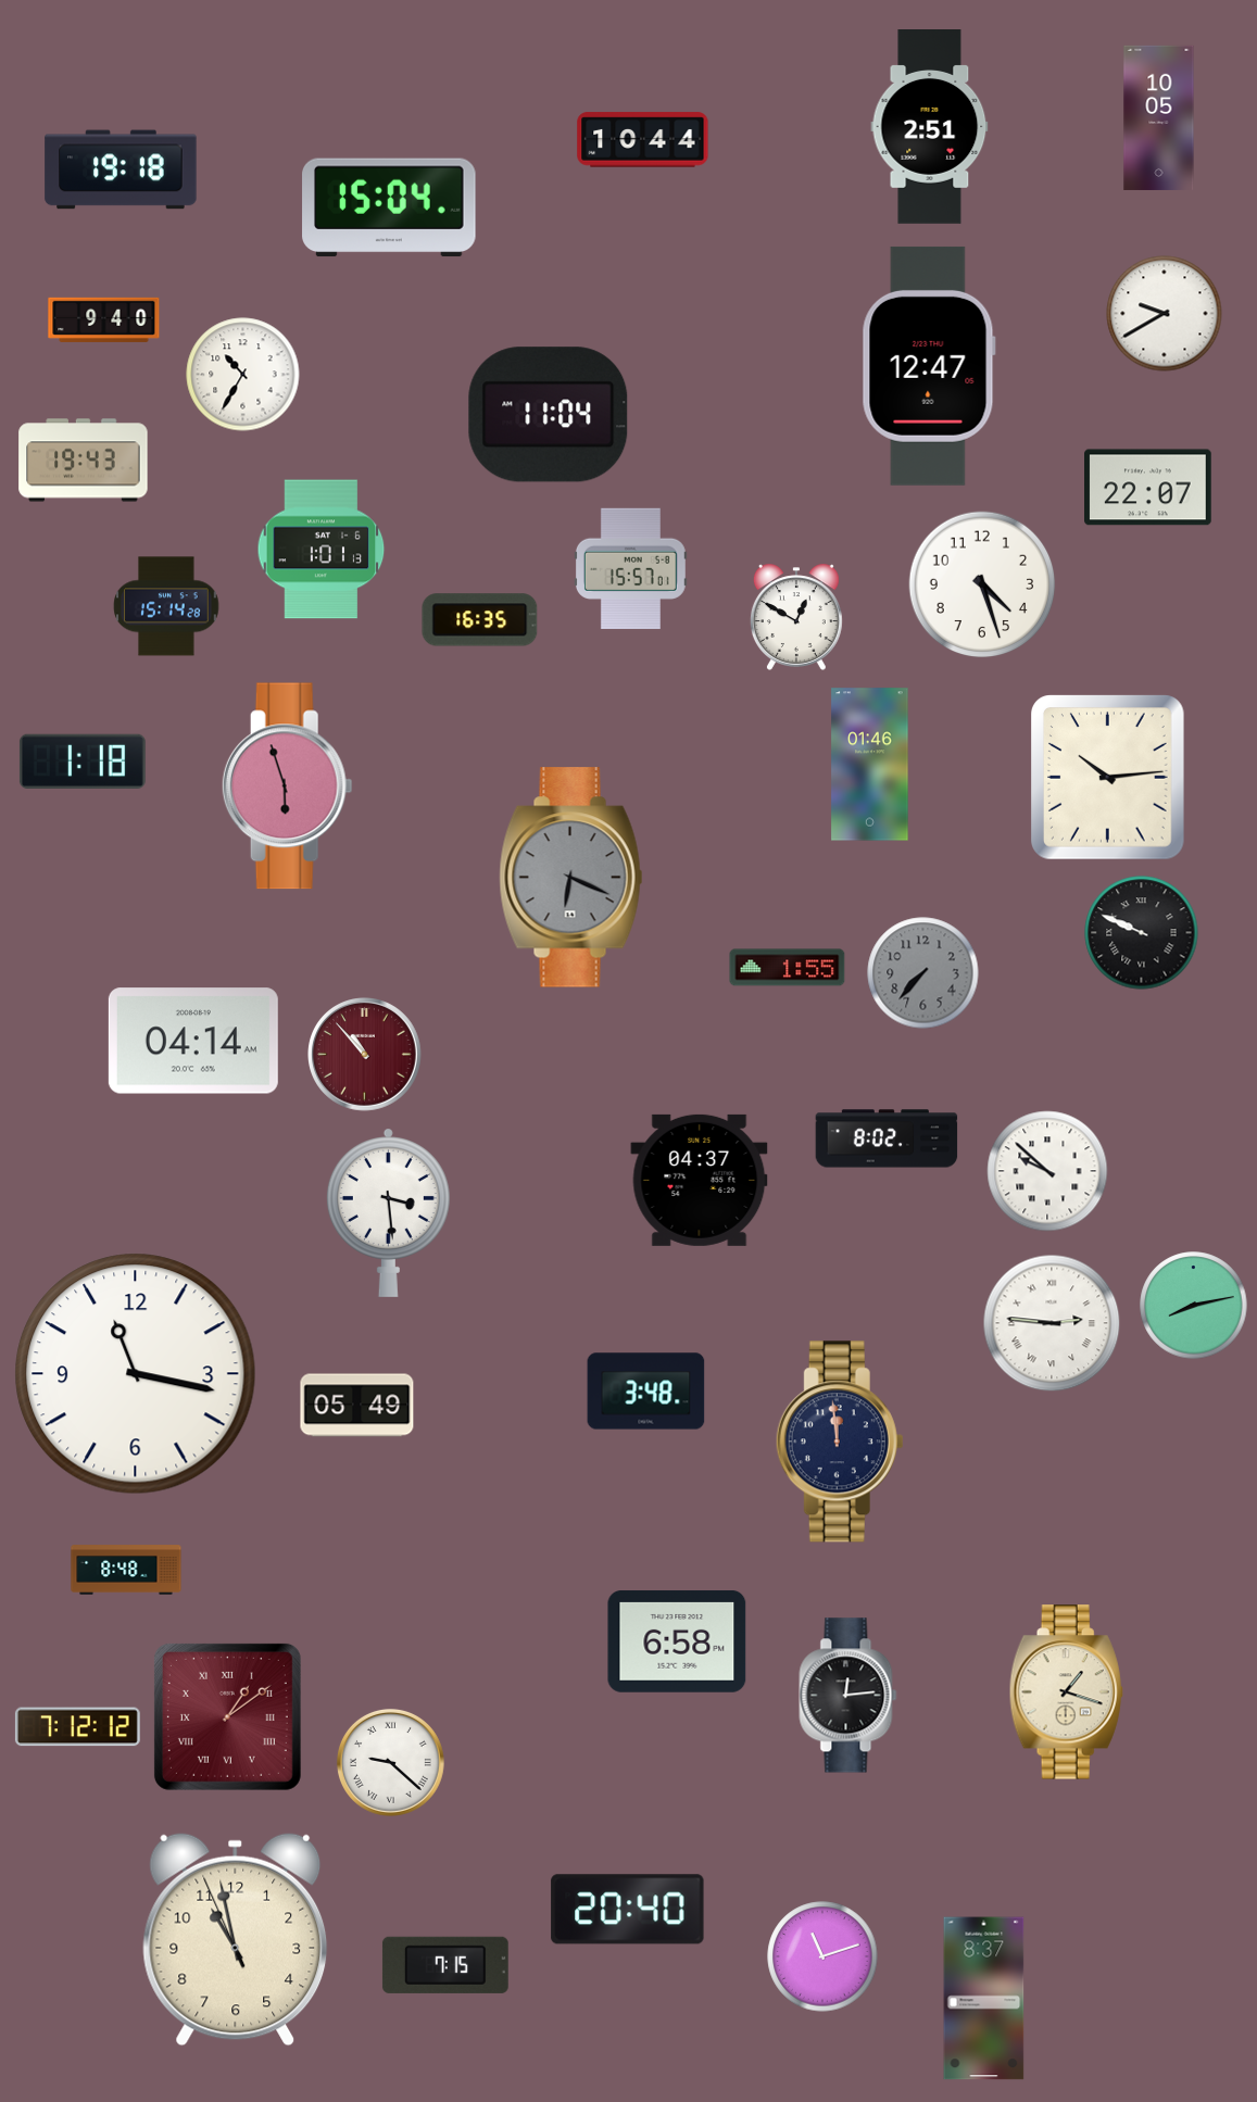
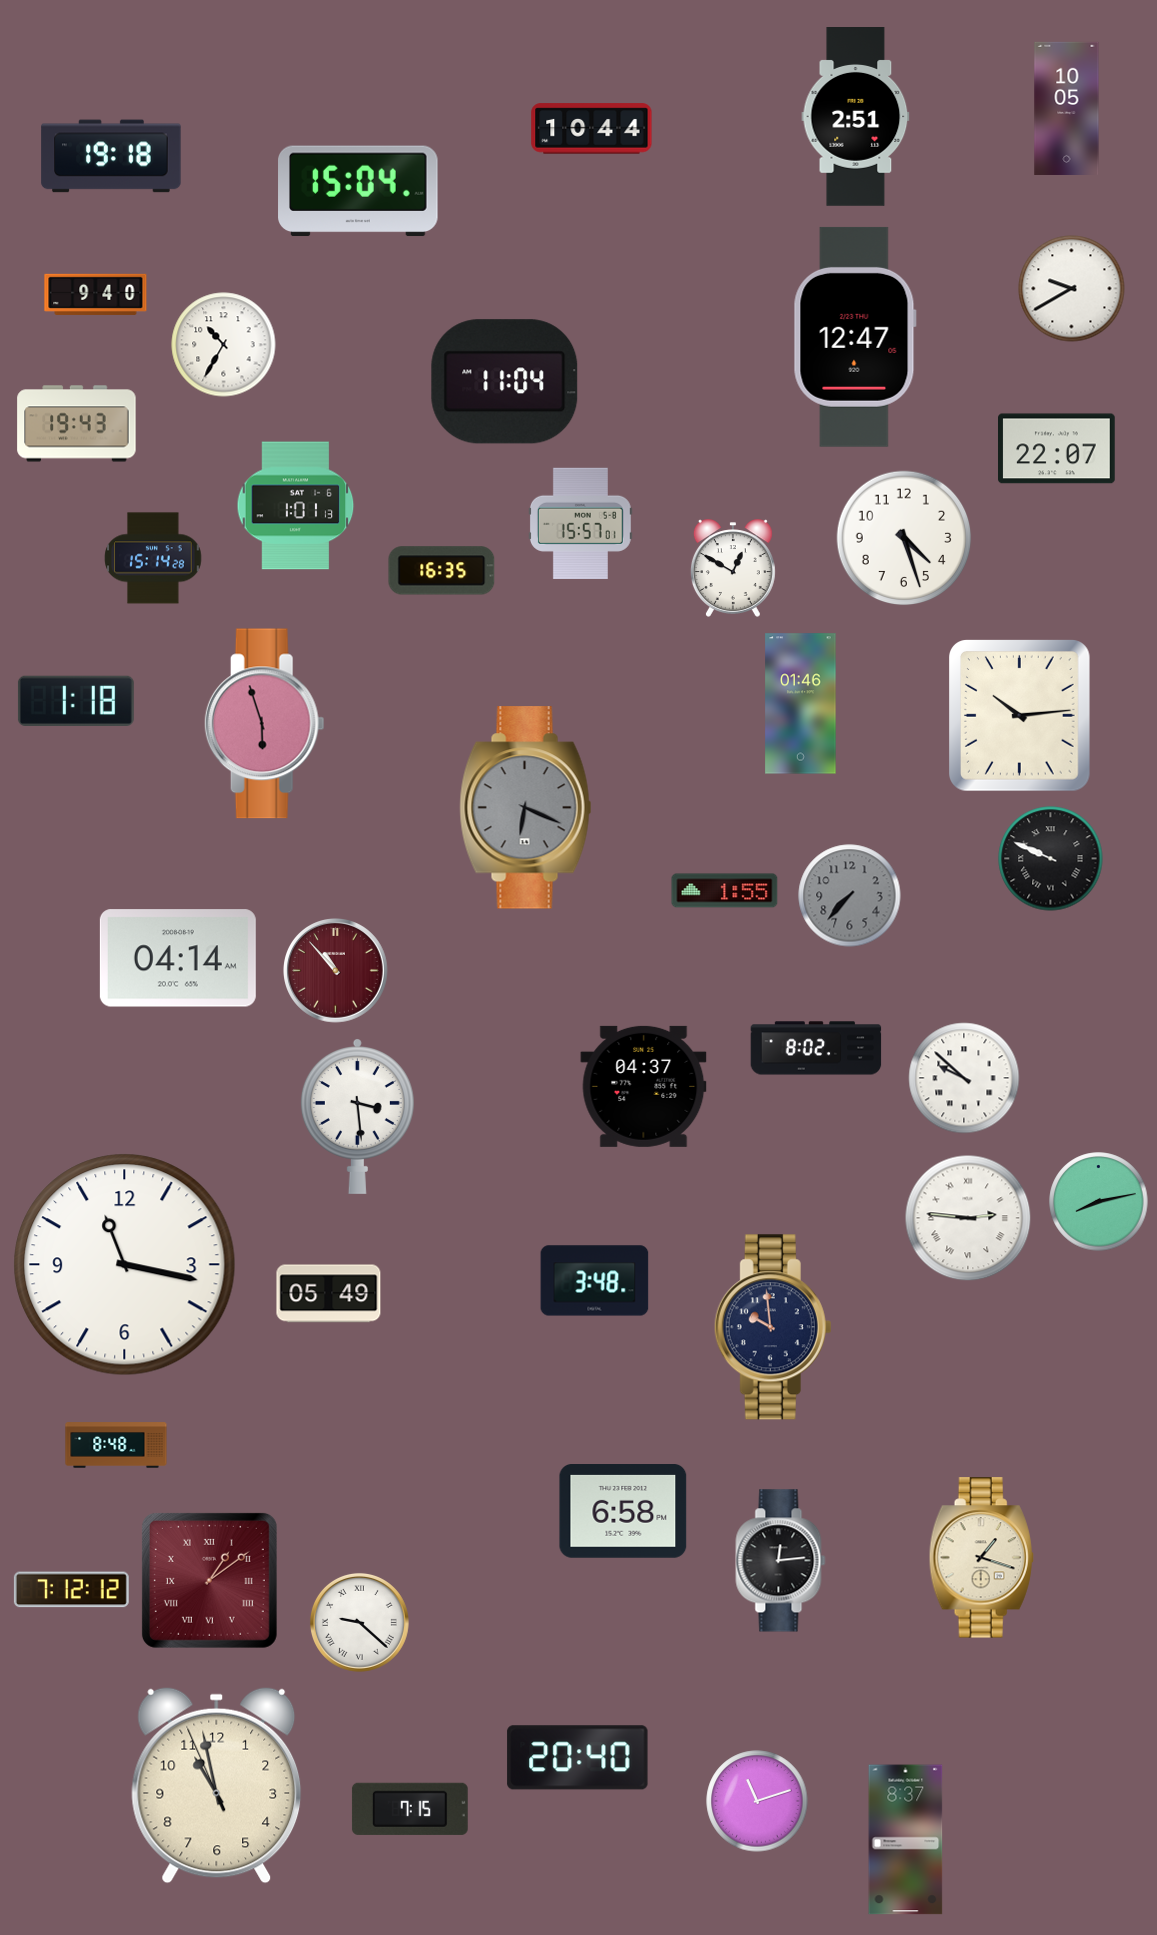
clock at (840, 1442): 11:59 -> 9:59
